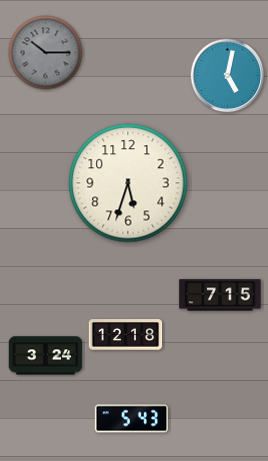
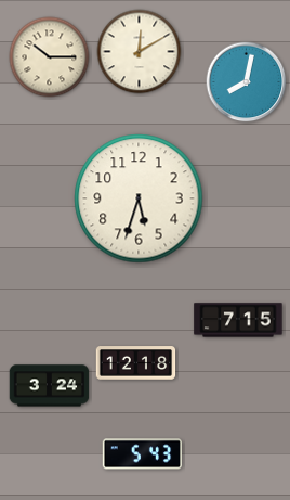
clock at (140, 52): none -> 12:10
clock at (46, 53) dial: grey -> cream
clock at (228, 76): 5:02 -> 8:02
